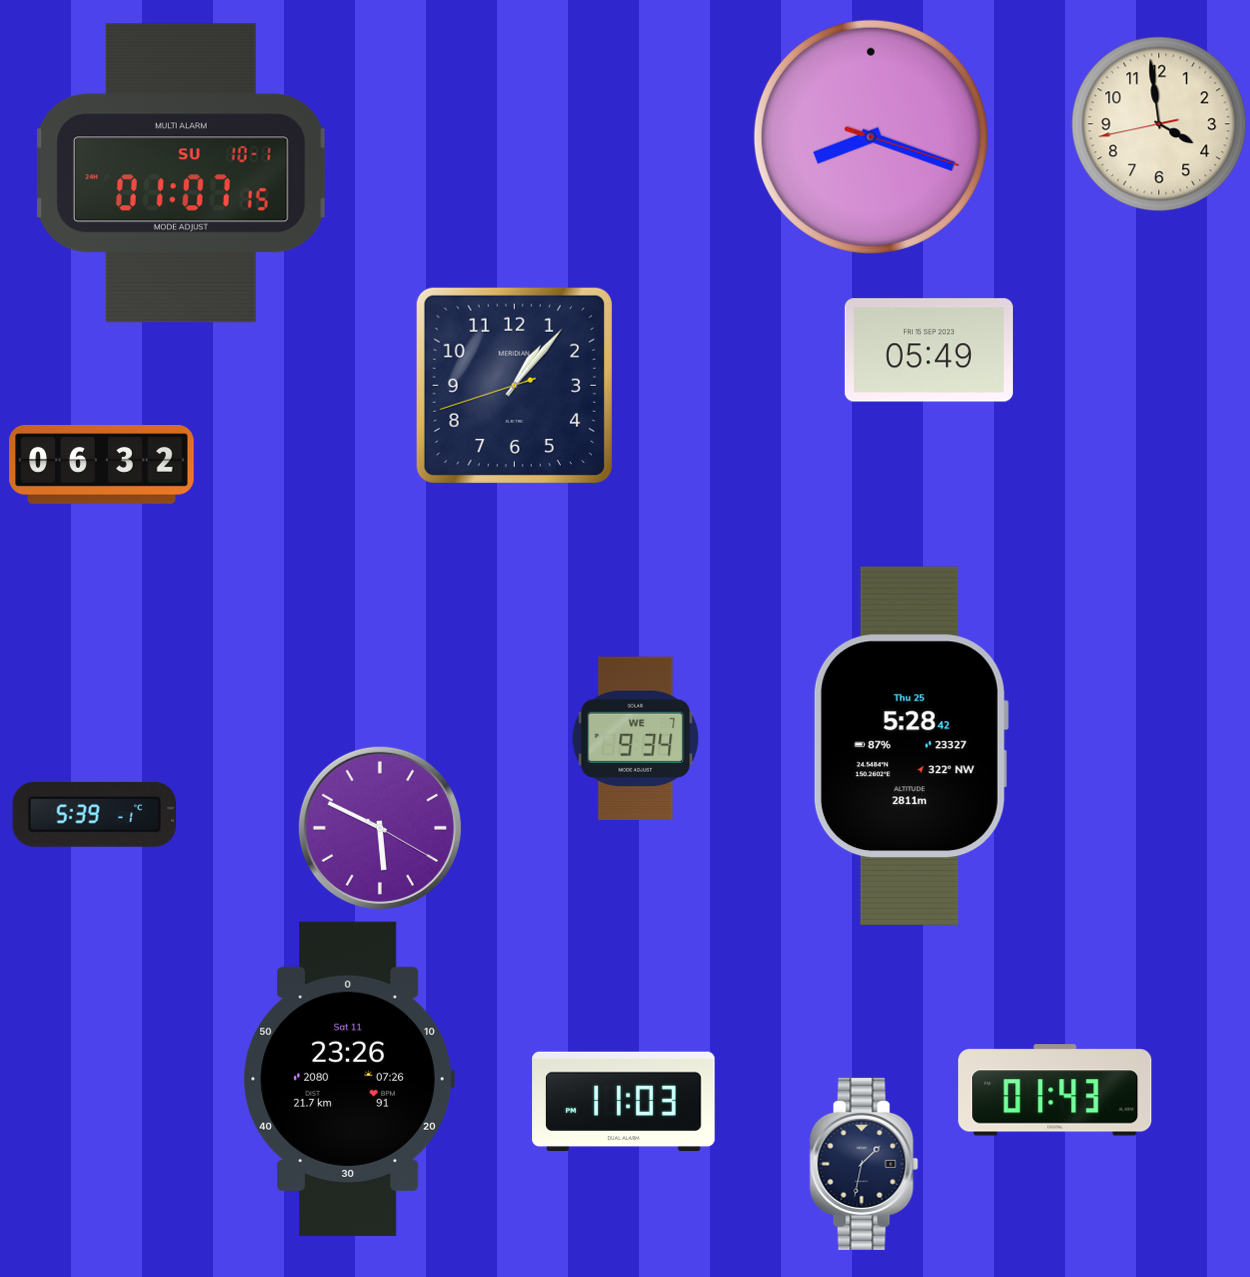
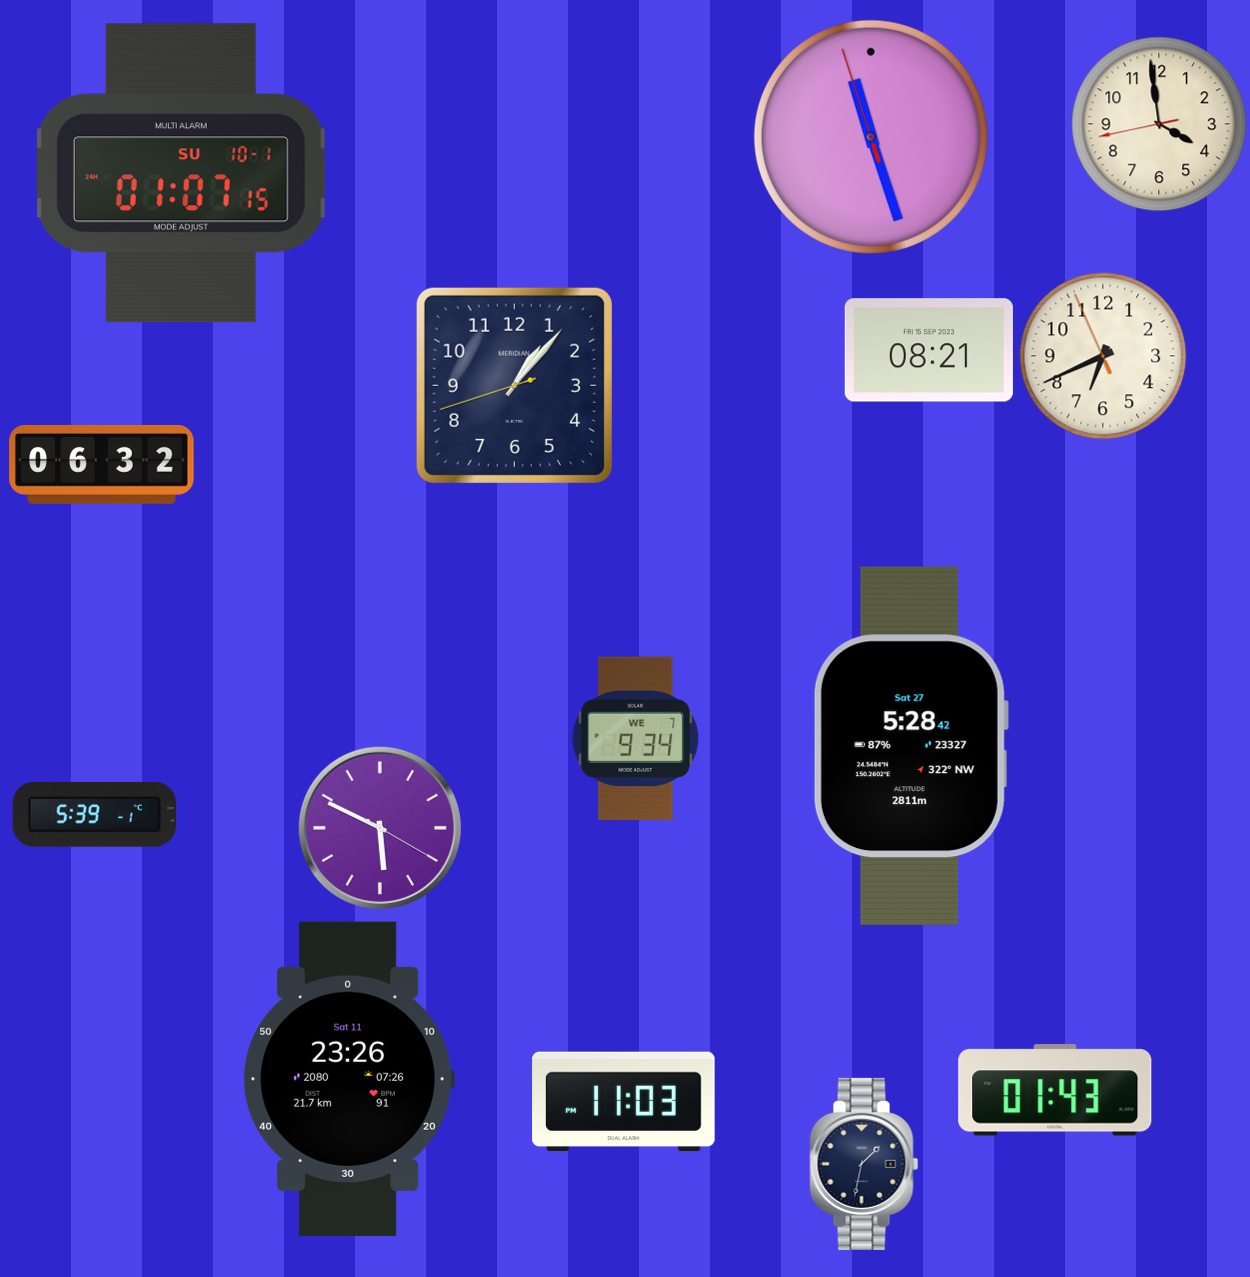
clock at (871, 137): 8:18 -> 11:26
clock at (929, 350): 05:49 -> 08:21
clock at (1103, 356): none -> 6:40
clock at (911, 746) date: Thu 25 -> Sat 27
